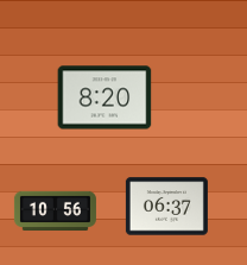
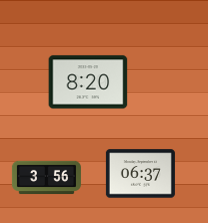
clock at (55, 212): 10:56 -> 3:56
